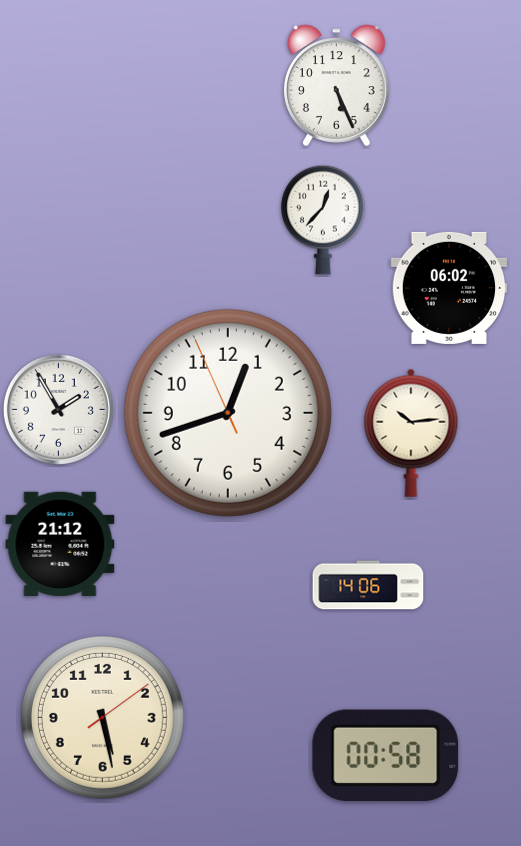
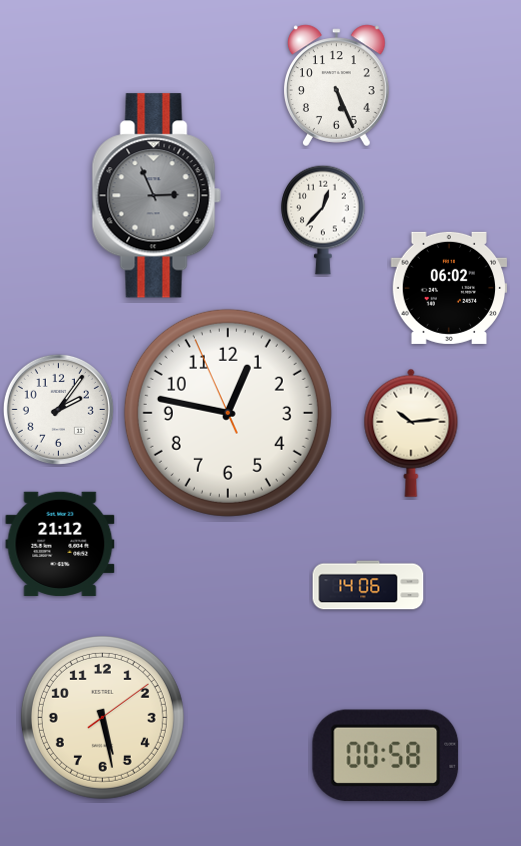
clock at (156, 196): none -> 2:56
clock at (58, 409): 1:55 -> 2:06
clock at (228, 413): 12:41 -> 12:46
